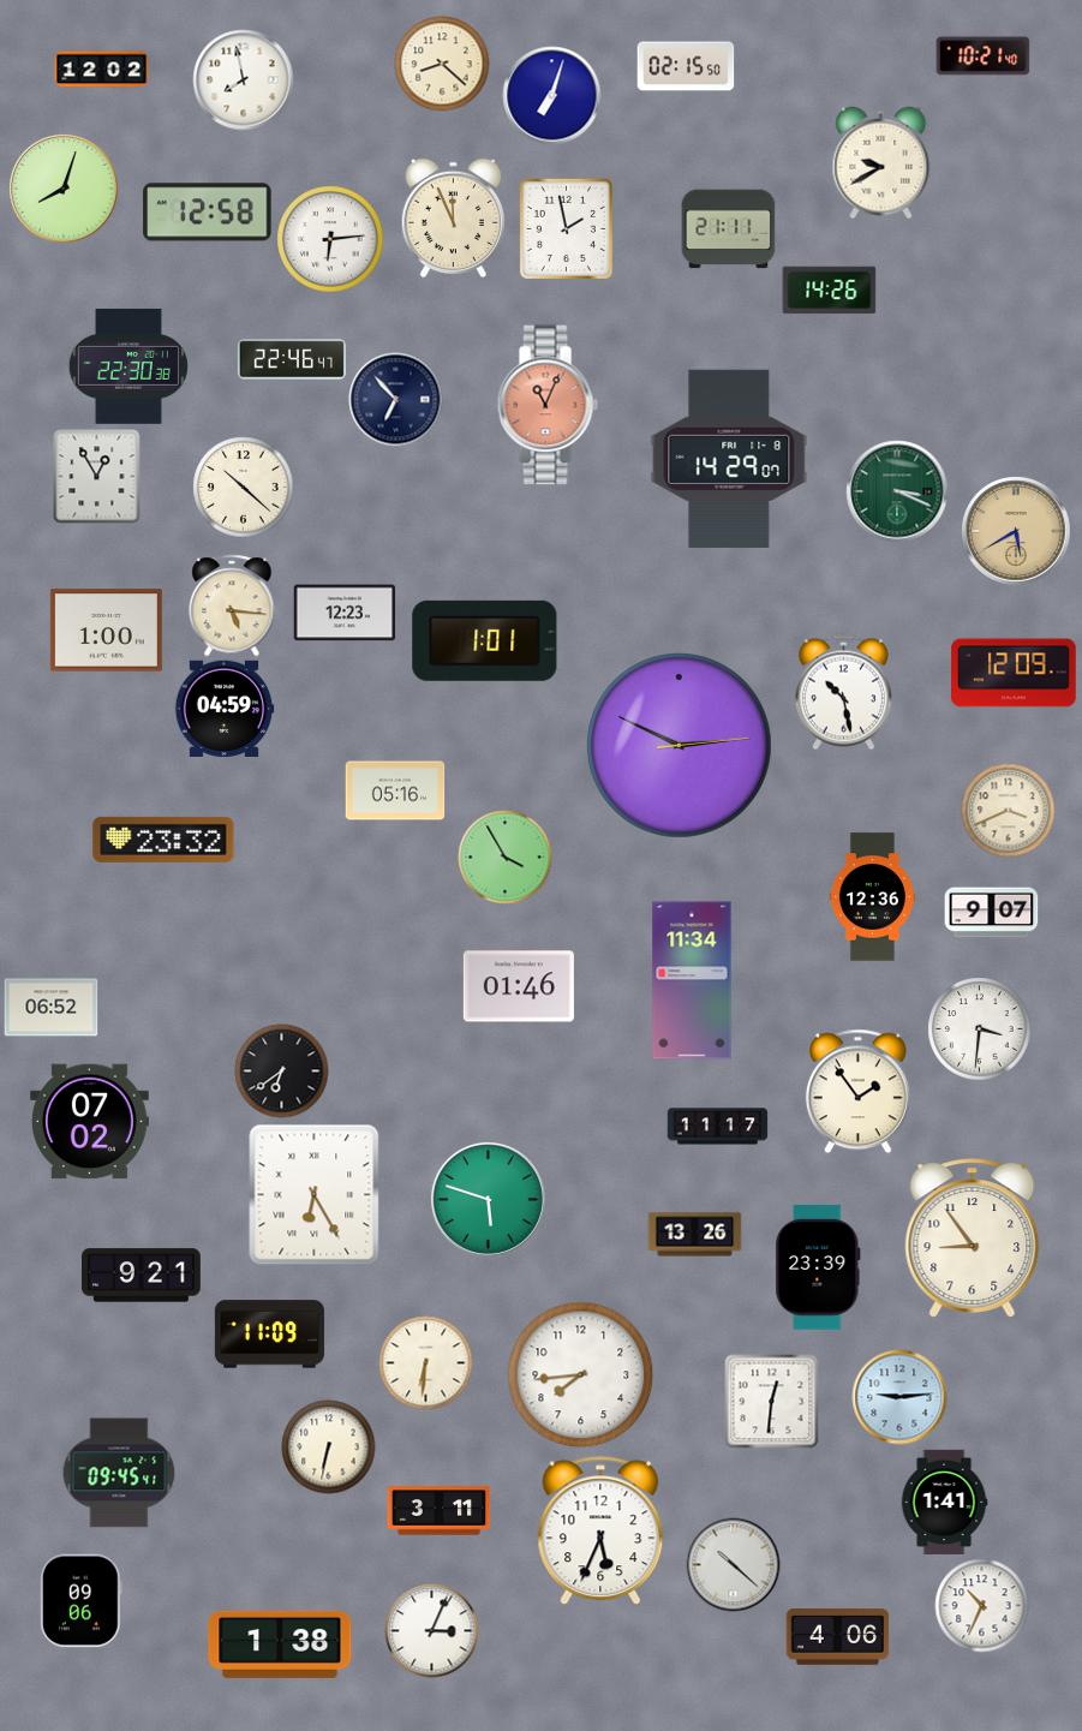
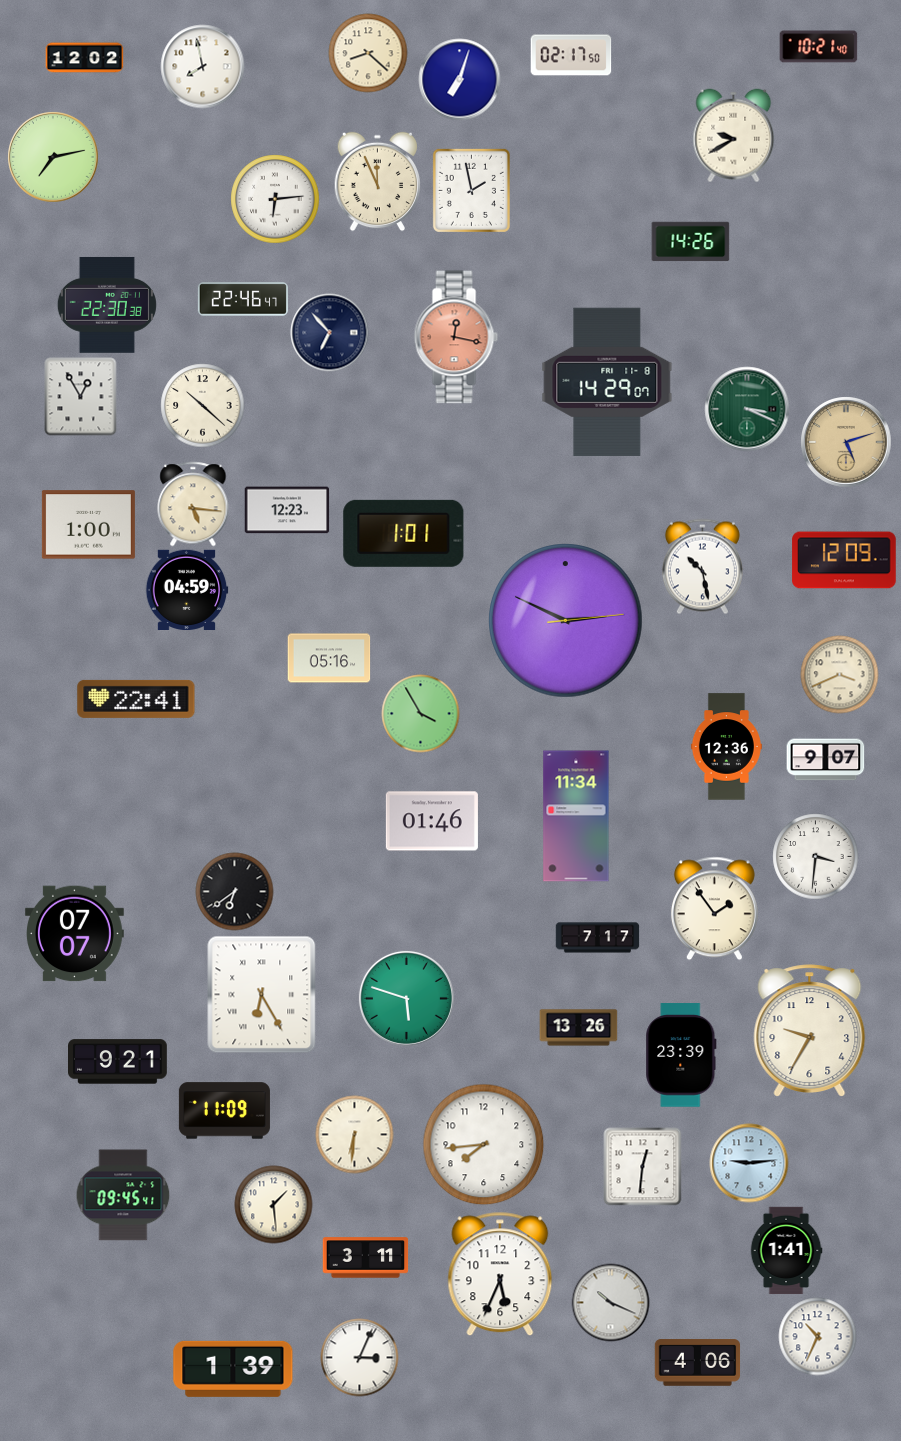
clock at (686, 66): 02:15 -> 02:17
clock at (64, 189): 8:03 -> 7:13
clock at (208, 213): 12:58 -> none
clock at (728, 229): 21:11 -> none
clock at (548, 405): 11:04 -> 12:17
clock at (1016, 531): 5:40 -> 5:12
clock at (843, 692) position: (843, 692) -> (702, 566)
clock at (163, 840): 23:32 -> 22:41
clock at (50, 1008): 06:52 -> none
clock at (89, 1122): 07:02 -> 07:07
clock at (717, 1127): 11:17 -> 7:17
clock at (973, 1237): 8:54 -> 9:35
clock at (328, 1446): 6:32 -> 1:29
clock at (119, 1473) position: (119, 1473) -> (123, 1195)
clock at (733, 1564): 10:22 -> 10:19
clock at (80, 1600): 09:06 -> none
clock at (280, 1645): 1:38 -> 1:39
